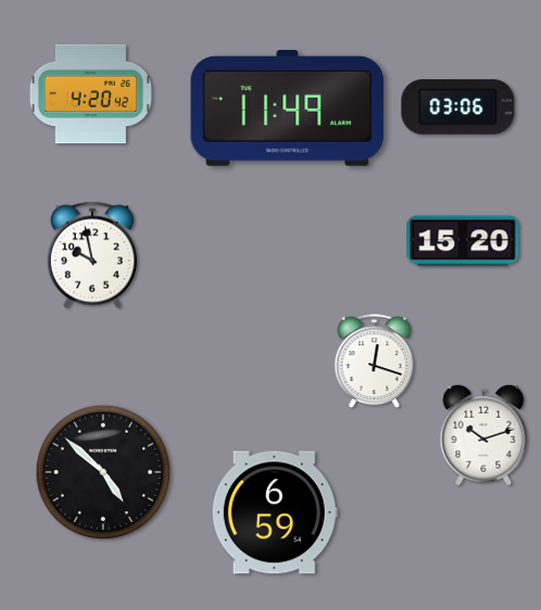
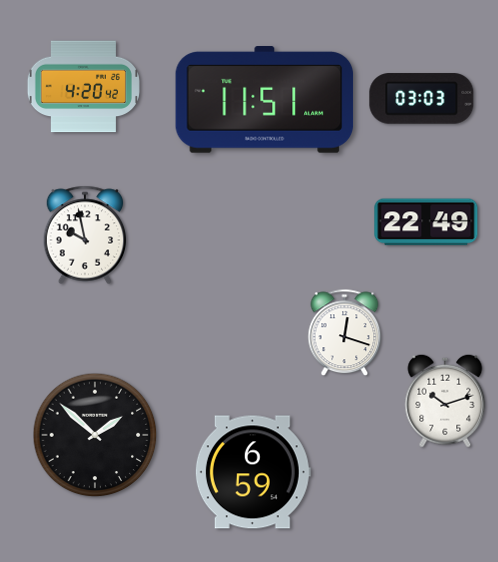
clock at (458, 107): 03:06 -> 03:03
clock at (288, 109): 11:49 -> 11:51
clock at (463, 241): 15:20 -> 22:49
clock at (103, 472): 4:52 -> 1:52
